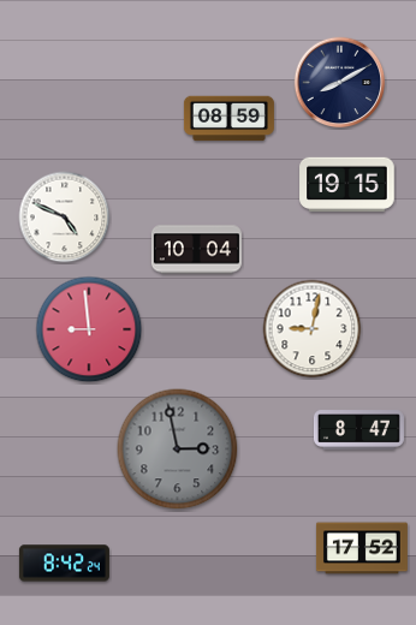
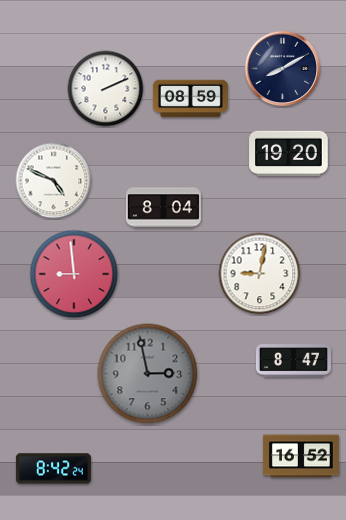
clock at (106, 89): none -> 2:11
clock at (347, 184): 19:15 -> 19:20
clock at (196, 250): 10:04 -> 8:04
clock at (358, 430) position: (358, 430) -> (293, 361)
clock at (362, 548): 17:52 -> 16:52
